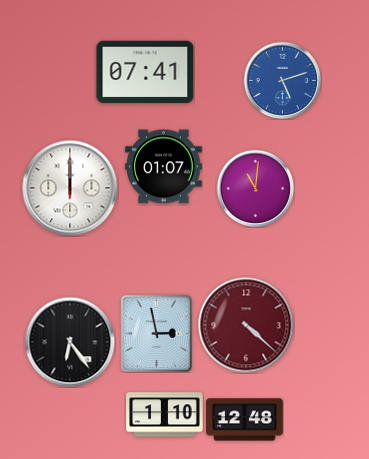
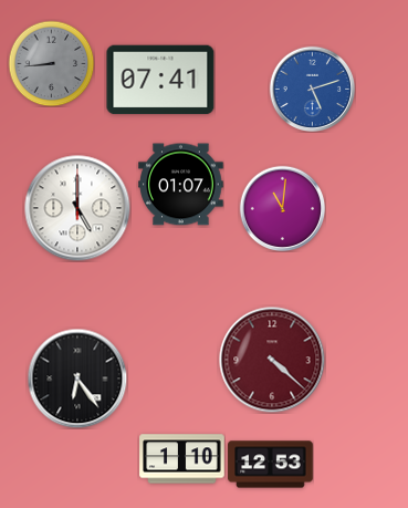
clock at (51, 63): none -> 8:44
clock at (70, 188): 12:00 -> 5:00
clock at (156, 333): 2:58 -> none
clock at (245, 420): 12:48 -> 12:53
